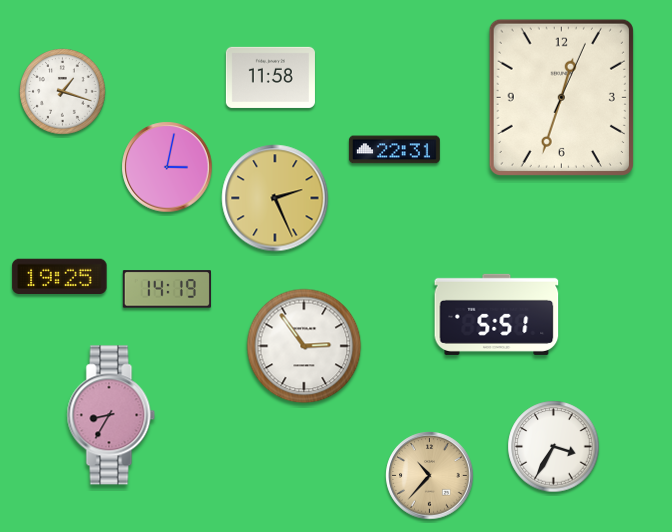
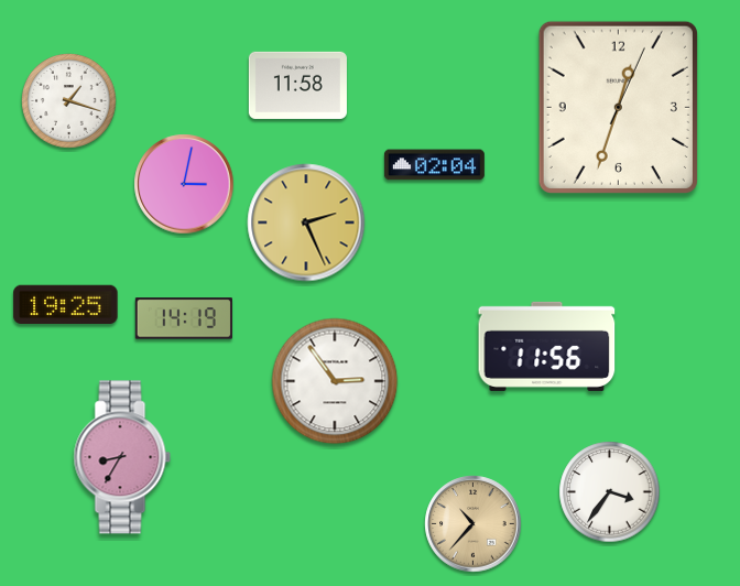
clock at (394, 150): 22:31 -> 02:04
clock at (275, 198) position: (275, 198) -> (306, 223)
clock at (497, 314): 5:51 -> 11:56
clock at (554, 447): 3:35 -> 3:36
